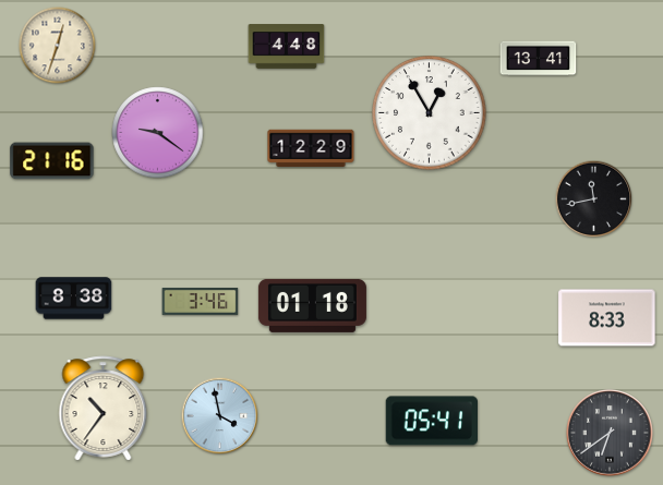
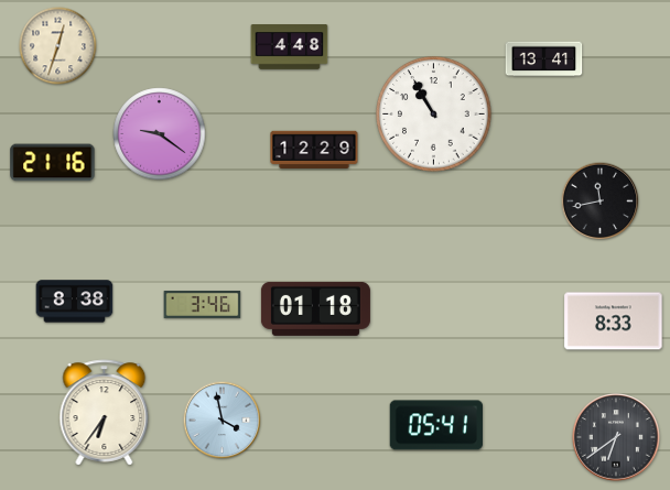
clock at (430, 113): 12:55 -> 10:55
clock at (104, 409): 10:36 -> 6:36
